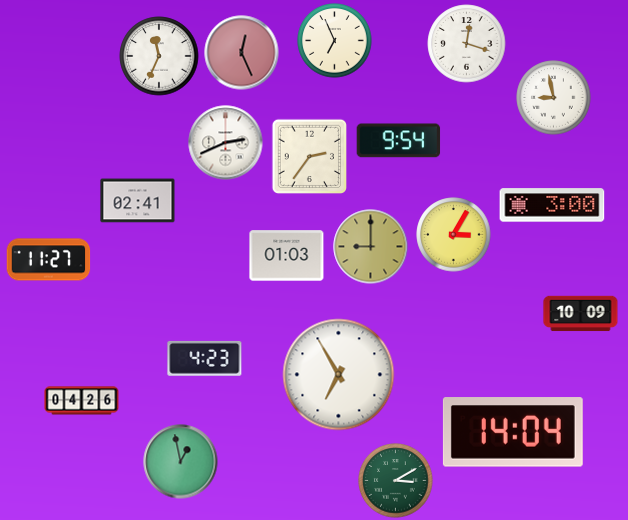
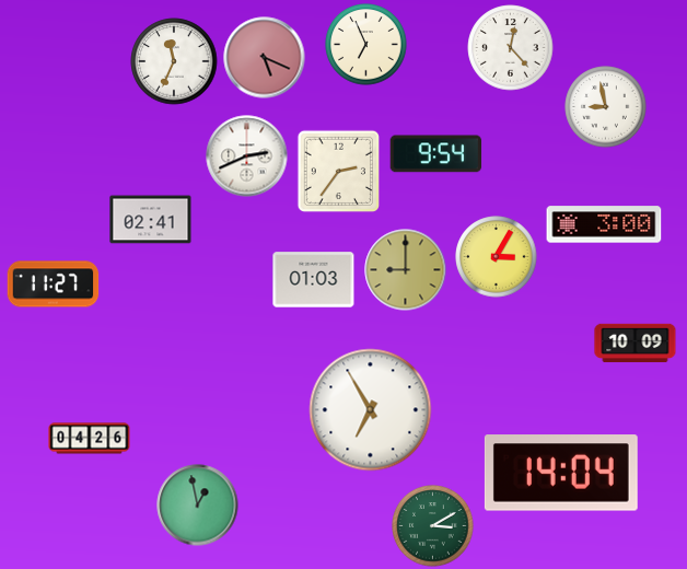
clock at (467, 44): 12:18 -> 12:23
clock at (242, 53): 12:26 -> 5:19
clock at (205, 358): 4:23 -> none
